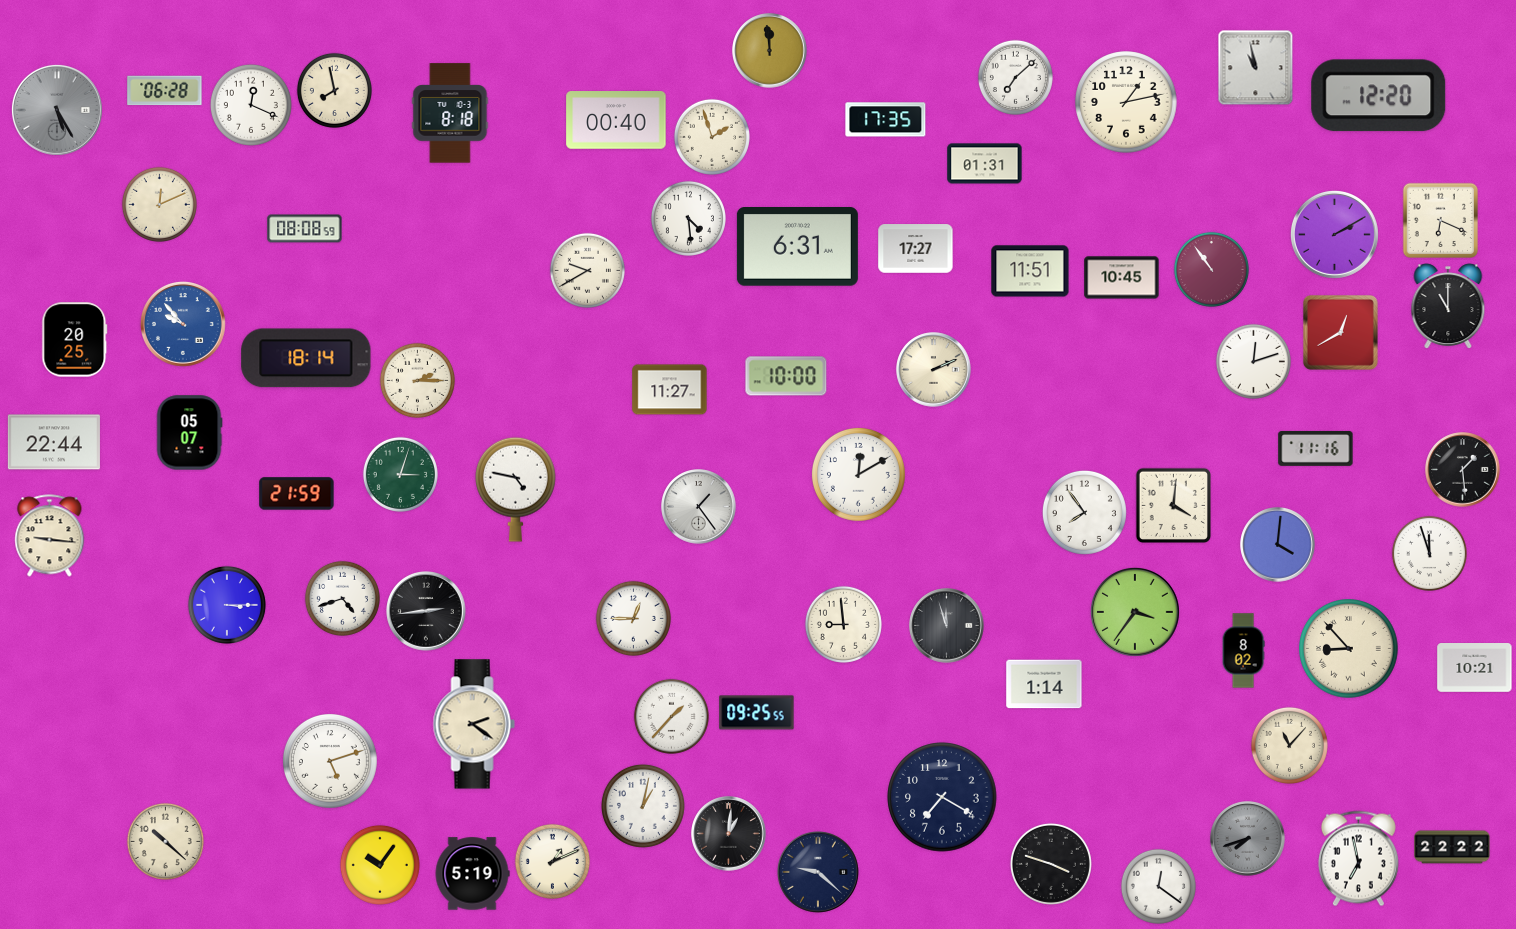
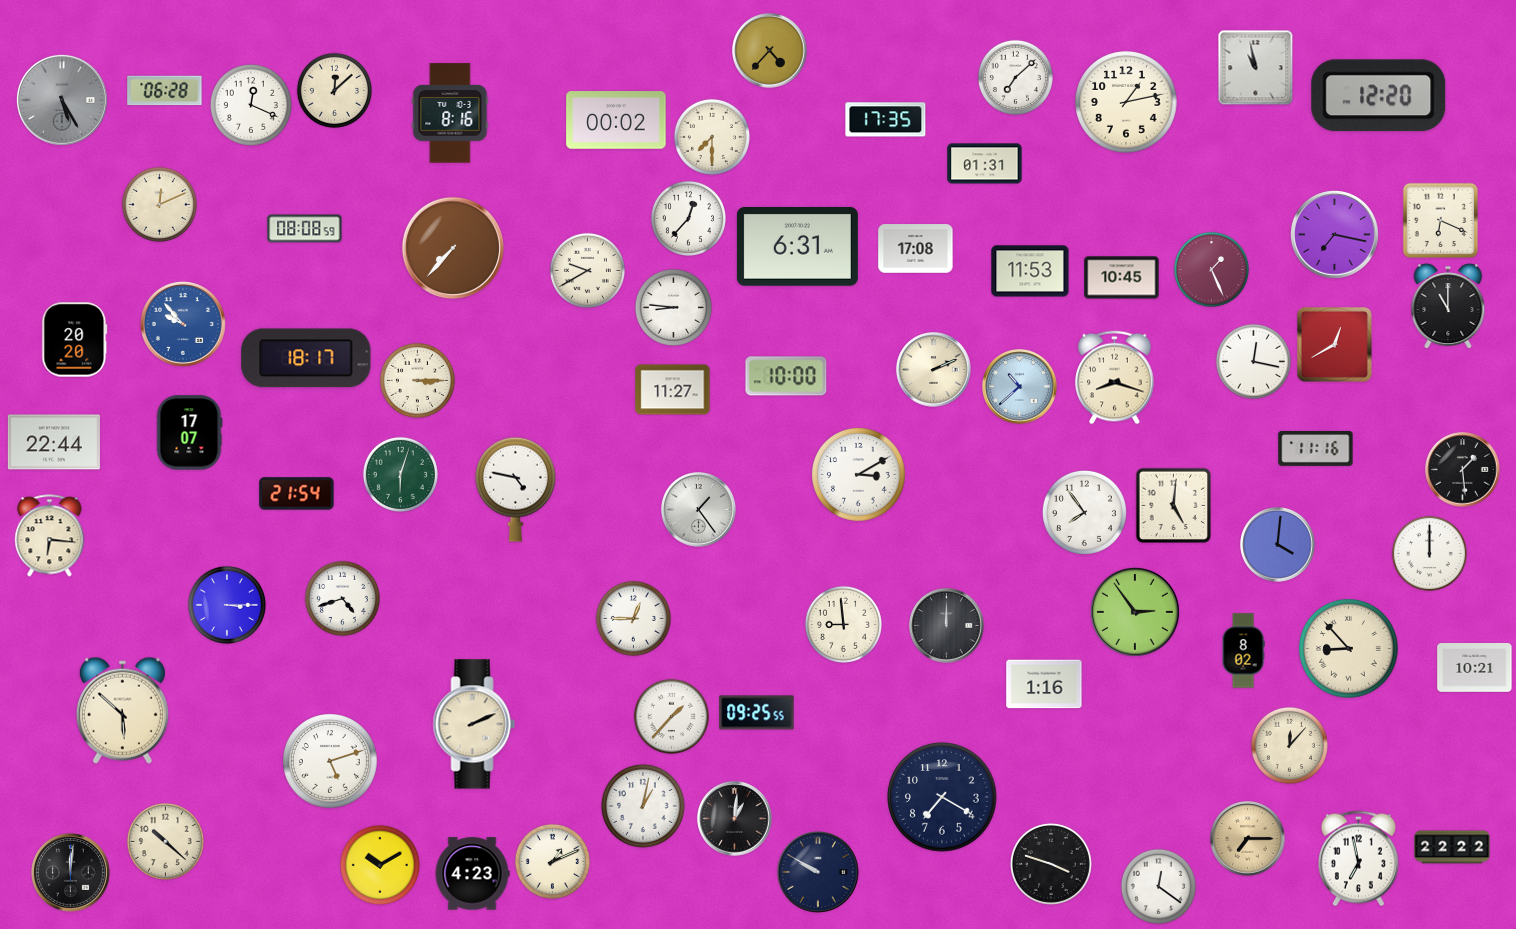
clock at (770, 51): 11:59 -> 4:37
clock at (334, 90): 7:58 -> 12:08
clock at (57, 110) position: (57, 110) -> (62, 100)
clock at (450, 113): 8:18 -> 8:16
clock at (616, 120): 00:40 -> 00:02
clock at (712, 137): 1:57 -> 7:30
clock at (688, 218): 4:29 -> 12:37
clock at (1334, 234): 2:10 -> 7:17
clock at (453, 248): none -> 7:37
clock at (916, 249): 17:27 -> 17:08
clock at (1211, 269): 10:54 -> 1:26
clock at (1030, 271): 11:51 -> 11:53
clock at (673, 307): none -> 8:46
clock at (1340, 332) position: (1340, 332) -> (1334, 344)
clock at (75, 340): 20:25 -> 20:20
clock at (306, 358): 18:14 -> 18:17
clock at (1253, 361): 12:12 -> 12:17
clock at (1115, 378): none -> 8:18
clock at (417, 380): 2:15 -> 3:15
clock at (1020, 387): none -> 10:38
clock at (670, 390) position: (670, 390) -> (673, 390)
clock at (189, 433): 05:07 -> 17:07
clock at (400, 474): 3:03 -> 6:03
clock at (859, 475): 12:10 -> 3:10
clock at (297, 494): 21:59 -> 21:54
clock at (1173, 505): 4:01 -> 5:01
clock at (699, 507) position: (699, 507) -> (699, 510)
clock at (50, 536): 9:16 -> 6:16
clock at (1429, 553): 11:57 -> 12:00
clock at (427, 612): 2:44 -> none
clock at (1135, 612): 3:36 -> 2:54
clock at (947, 626): 11:57 -> 12:00
clock at (1044, 684): 1:14 -> 1:16
clock at (122, 710): none -> 5:52
clock at (474, 724): 2:21 -> 2:11
clock at (1289, 745): 11:07 -> 12:07
clock at (729, 834) position: (729, 834) -> (735, 819)
clock at (1248, 839): 7:42 -> 7:15
clock at (1248, 839) dial: grey -> champagne
clock at (380, 865): 10:06 -> 10:10
clock at (71, 873): none -> 12:01
clock at (819, 873): 9:22 -> 9:50
clock at (472, 874): 5:19 -> 4:23
